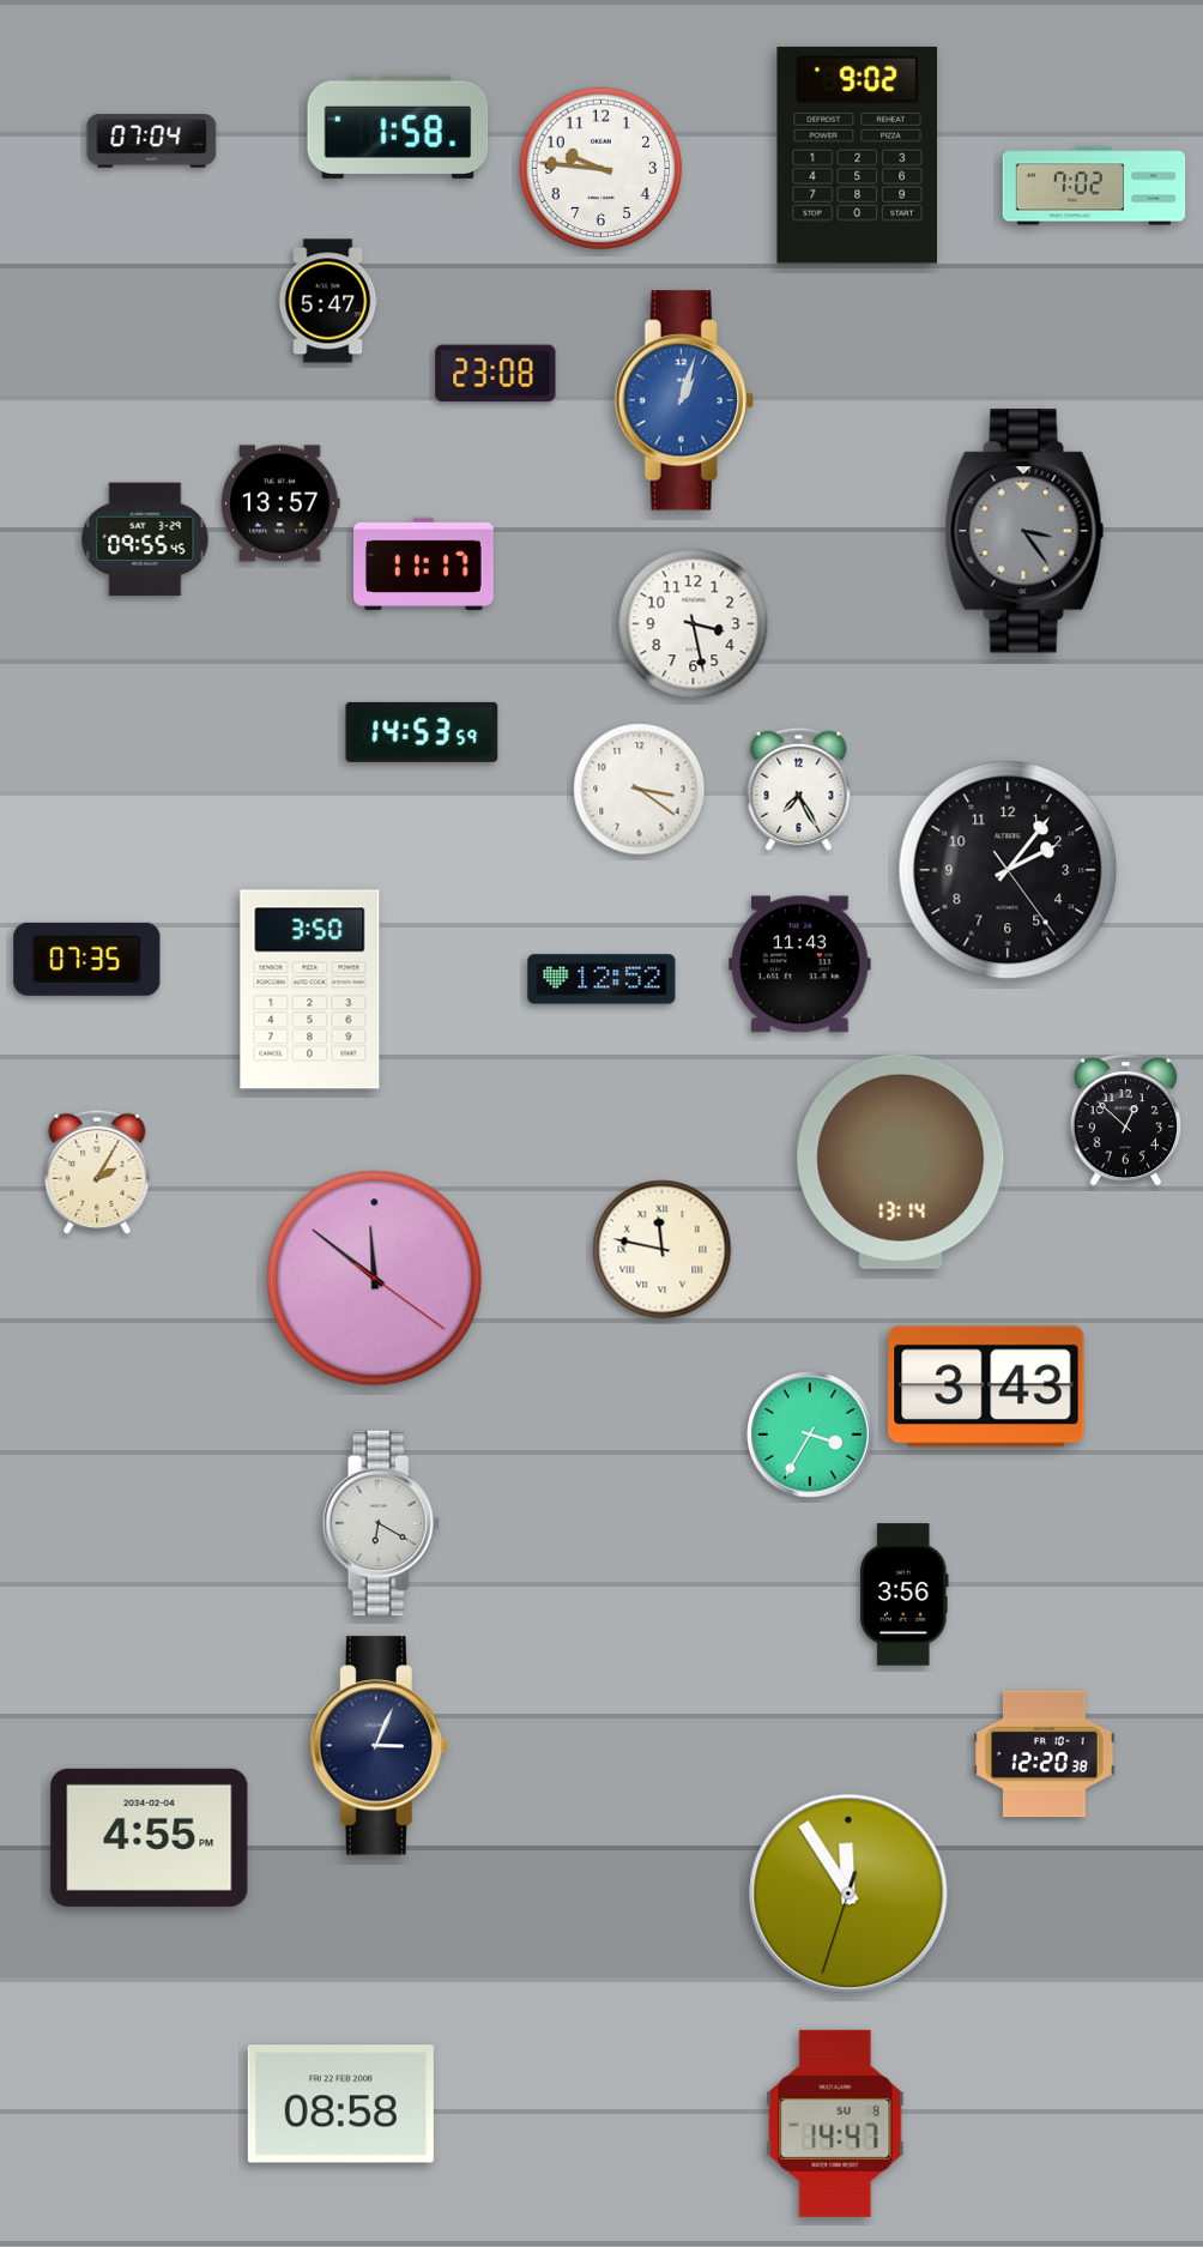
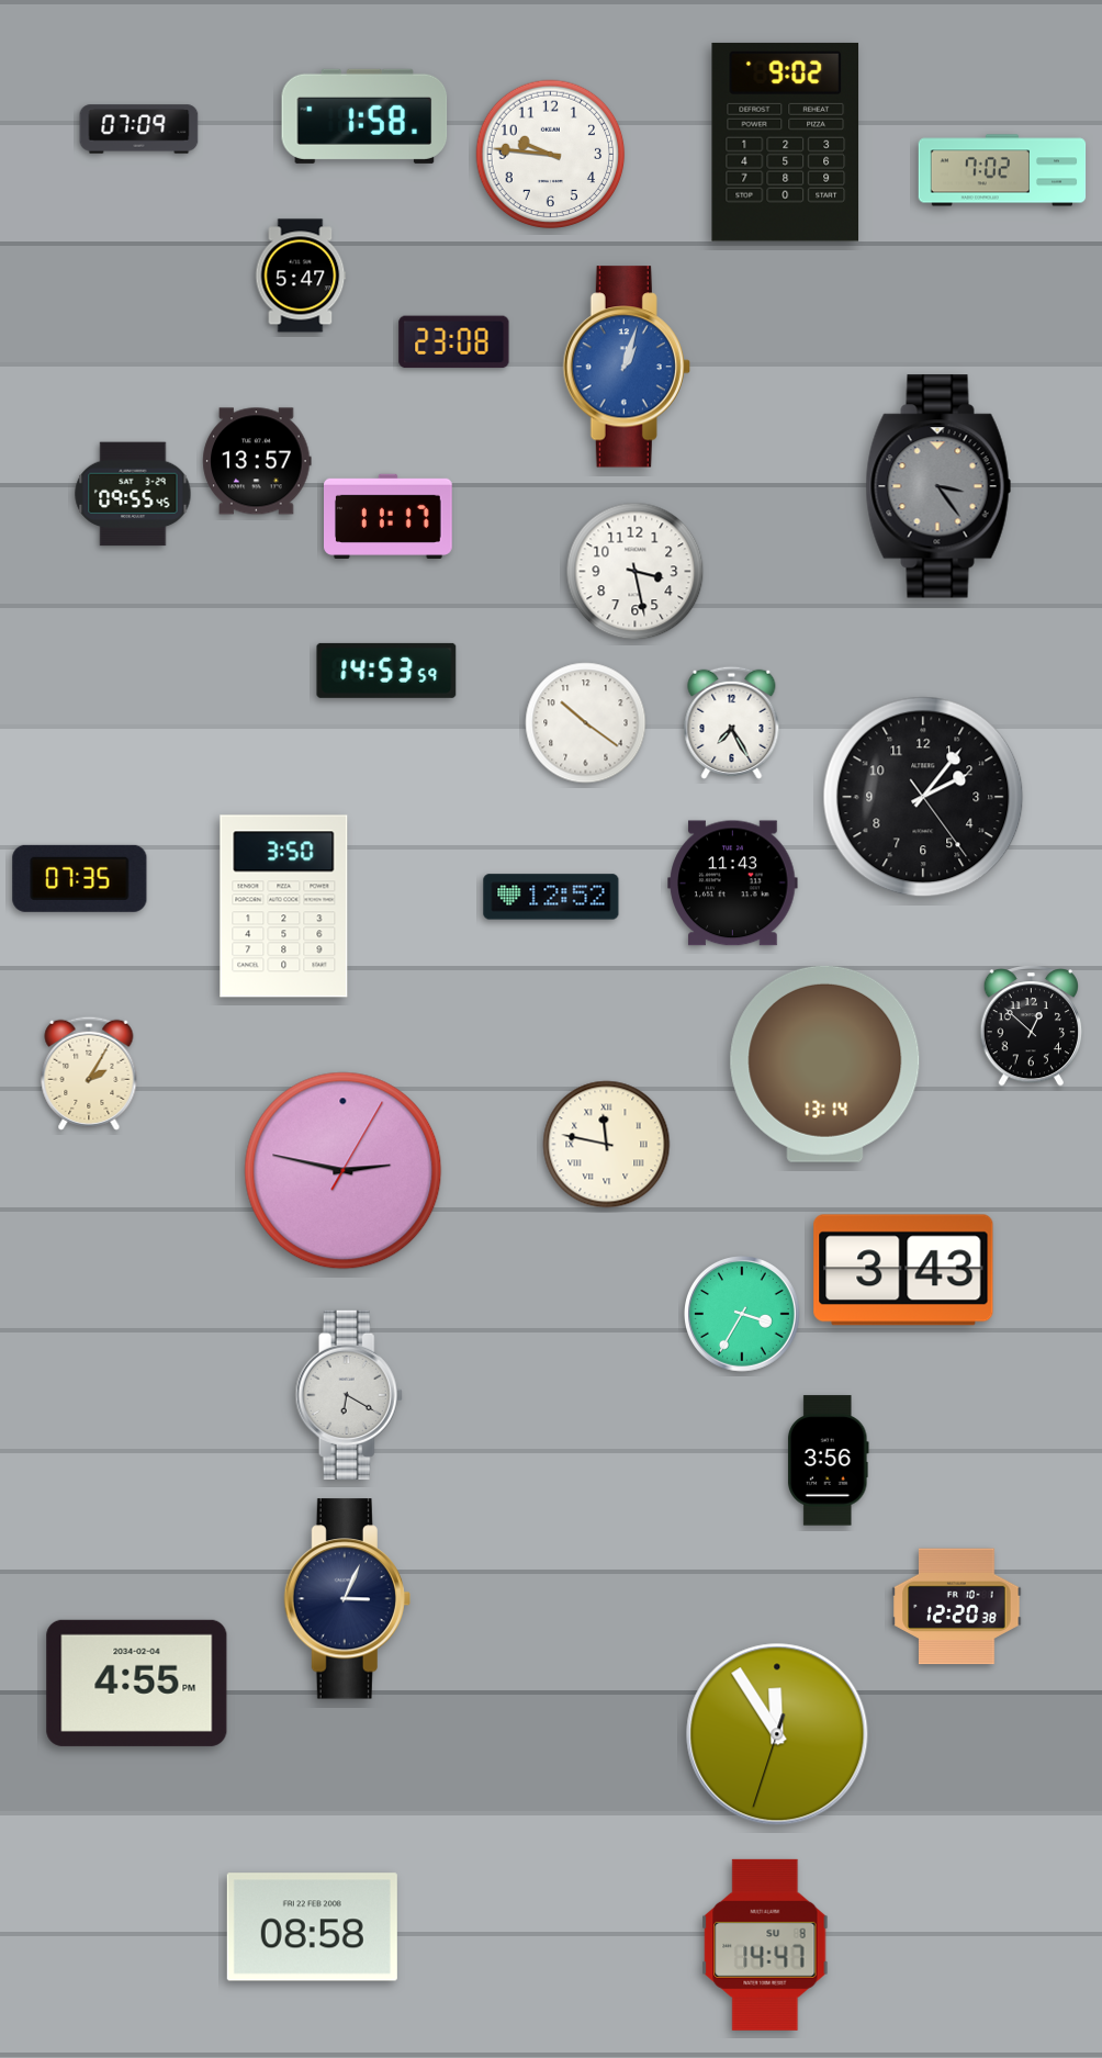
clock at (152, 141): 07:04 -> 07:09
clock at (640, 790): 3:21 -> 10:21
clock at (375, 1279): 11:51 -> 2:47
